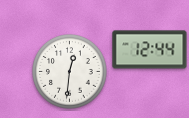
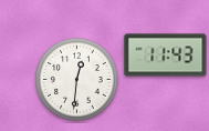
clock at (150, 50): 12:44 -> 11:43
